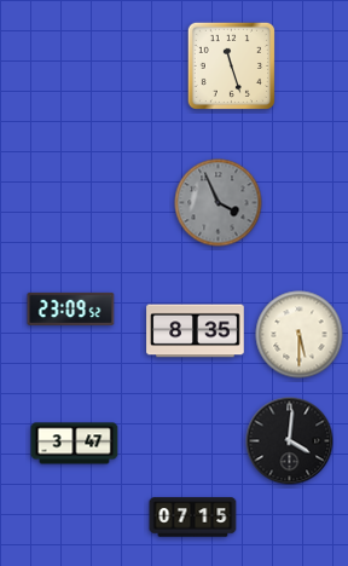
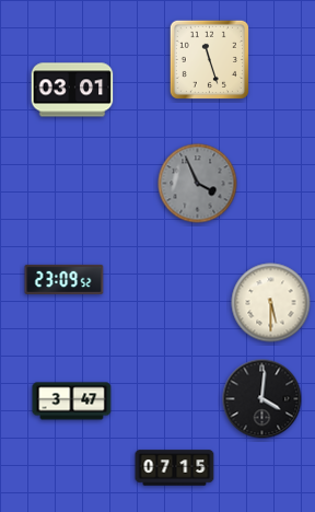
clock at (72, 90): none -> 03:01
clock at (196, 331): 8:35 -> none
clock at (75, 444) position: (75, 444) -> (72, 402)
